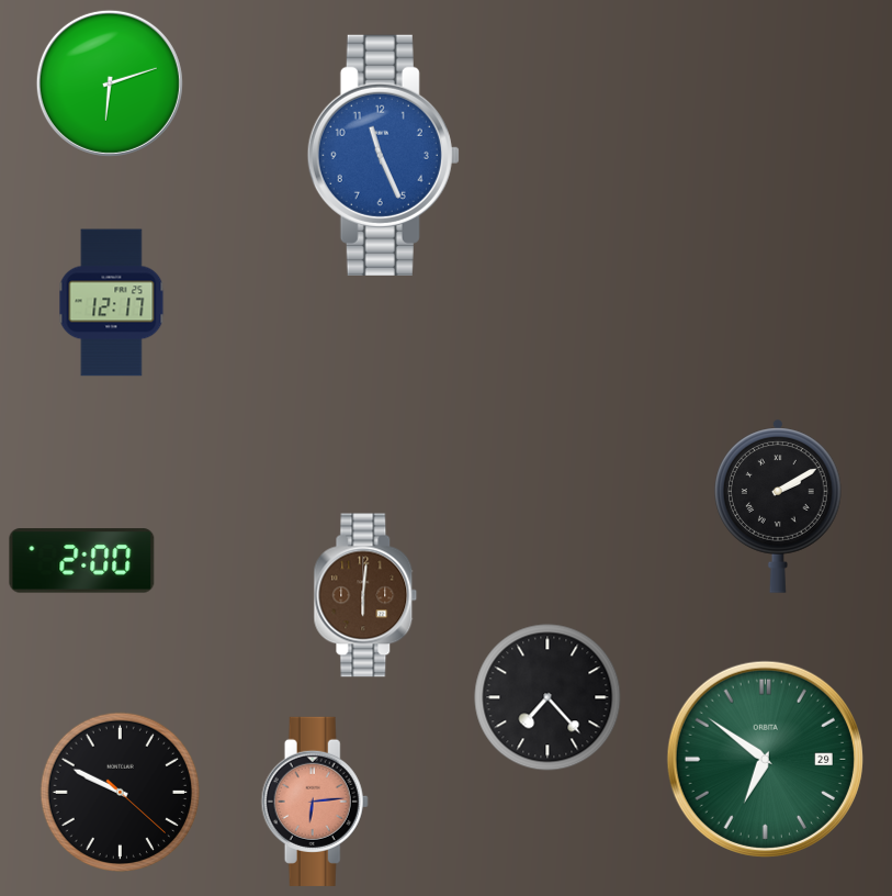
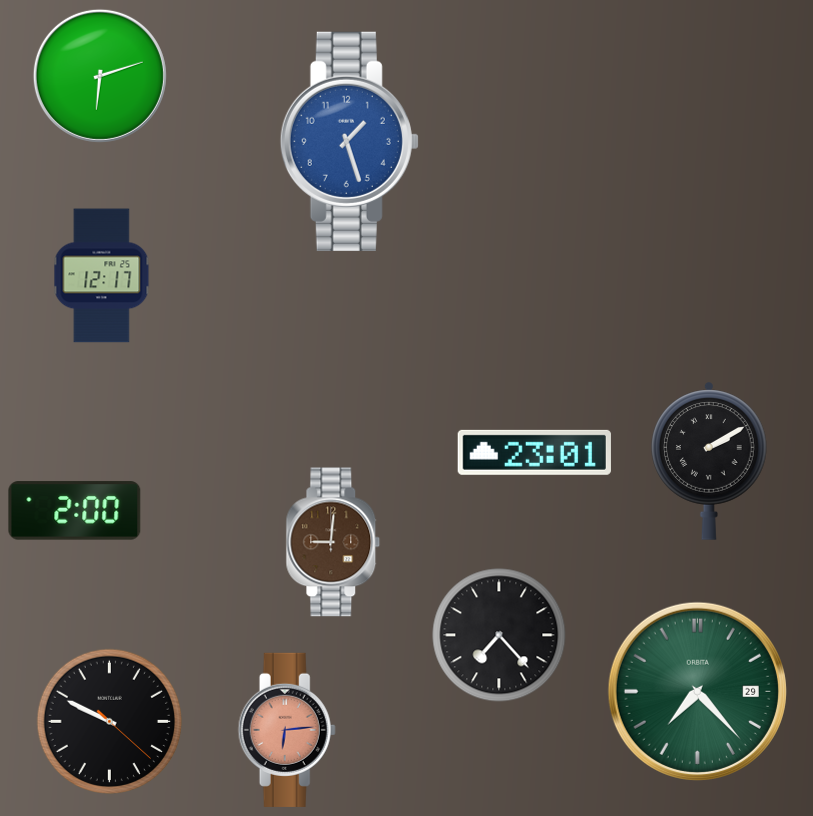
clock at (383, 155): 11:26 -> 1:27
clock at (534, 452): none -> 23:01
clock at (365, 595): 6:01 -> 9:01
clock at (765, 759): 6:51 -> 7:23
